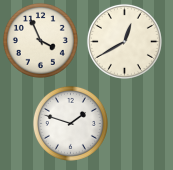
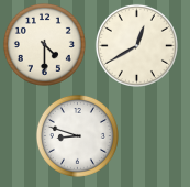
clock at (40, 40): 3:56 -> 4:30
clock at (70, 123): 1:48 -> 8:48
